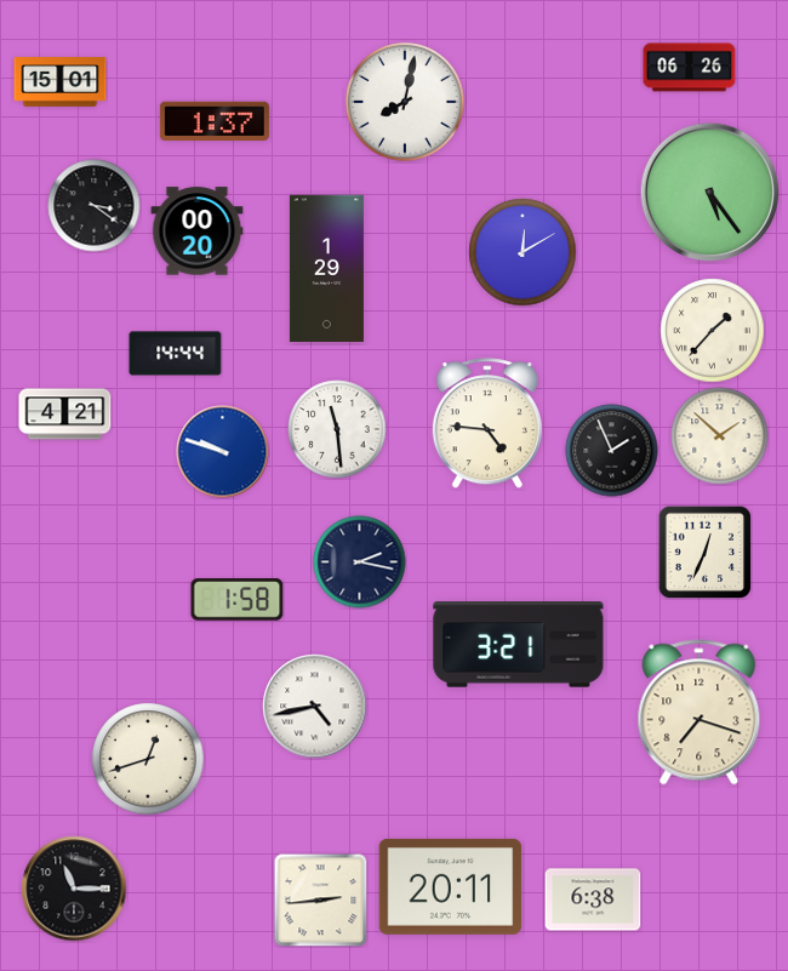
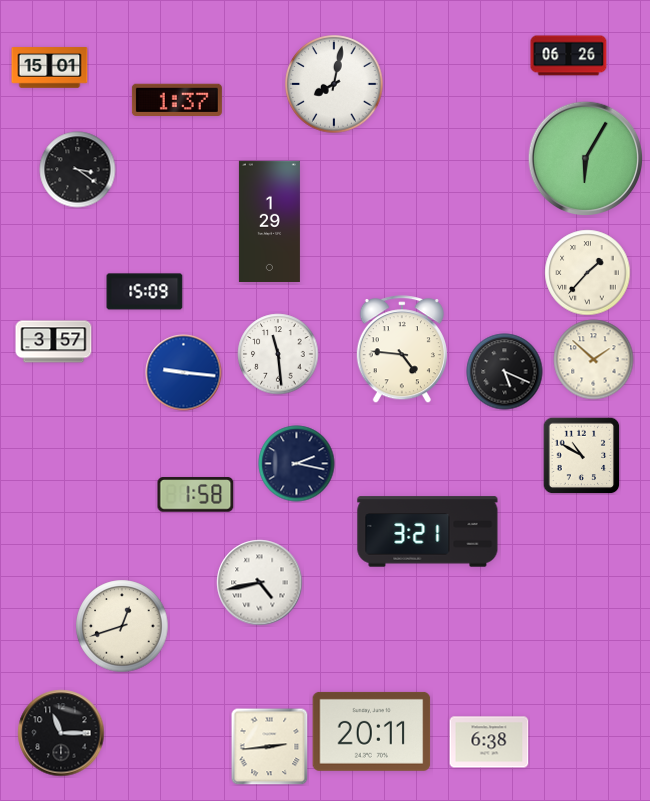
clock at (709, 192): 5:24 -> 6:05
clock at (198, 232): 00:20 -> none
clock at (523, 252): 12:10 -> none
clock at (176, 354): 14:44 -> 15:09
clock at (65, 415): 4:21 -> 3:57
clock at (612, 451): 1:56 -> 5:19
clock at (223, 452): 9:48 -> 9:16
clock at (704, 552): 12:34 -> 10:50
clock at (700, 713): 7:18 -> none
clock at (320, 899) position: (320, 899) -> (269, 746)
